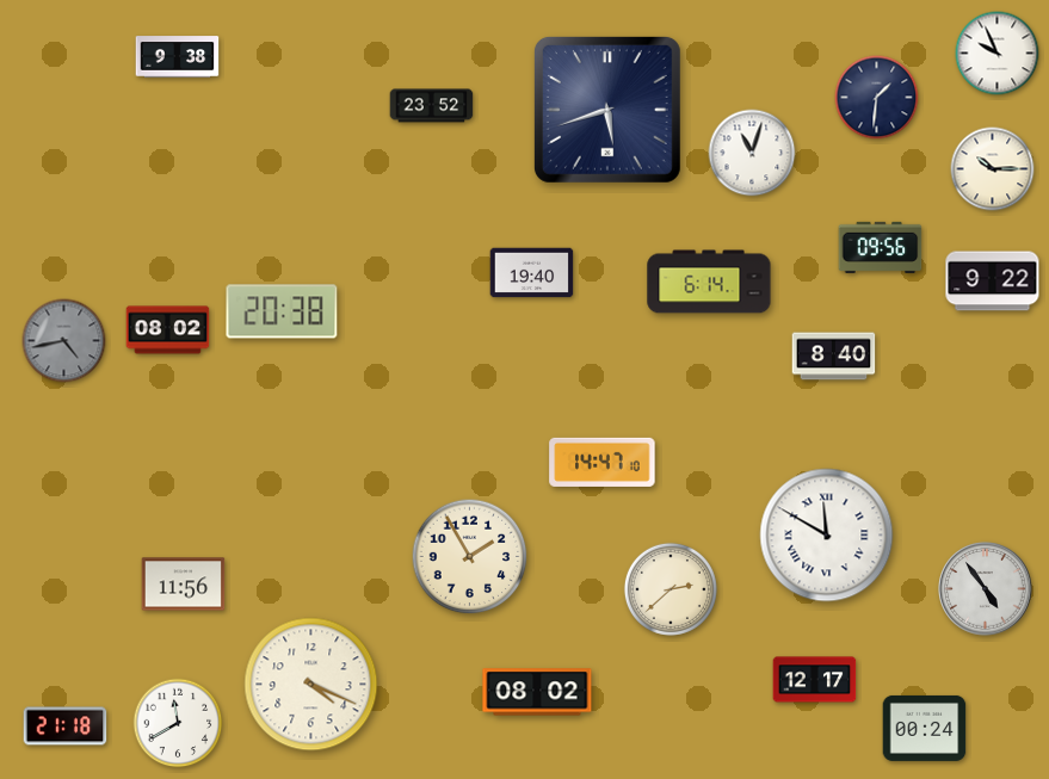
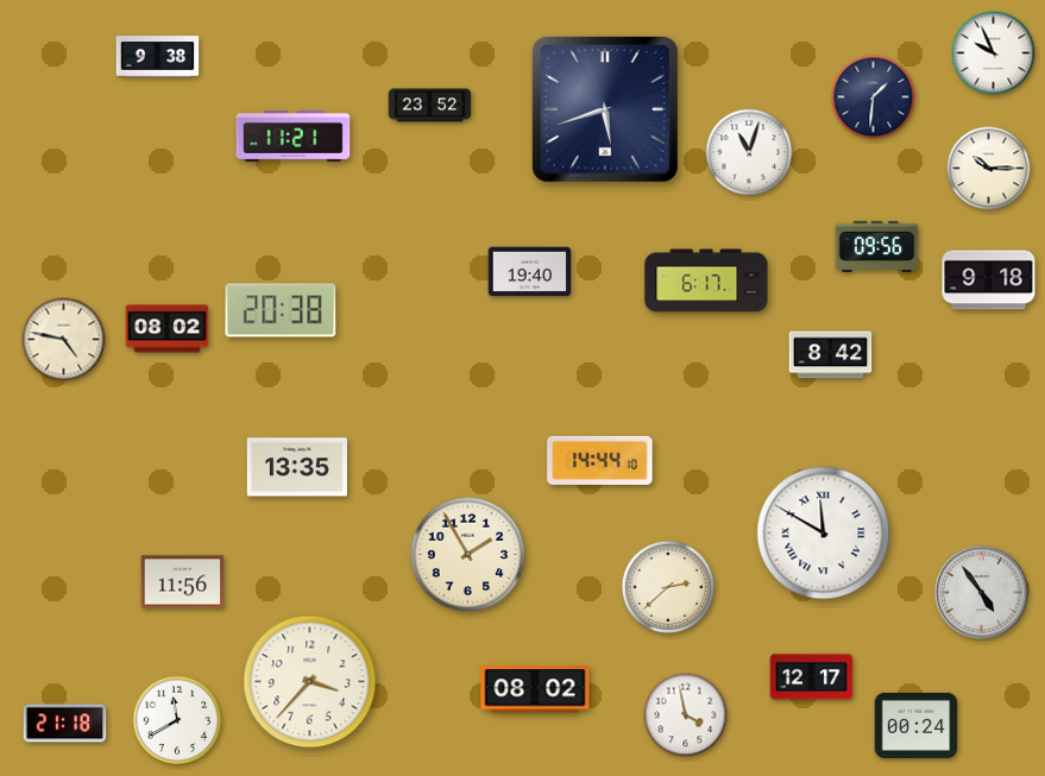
clock at (178, 57) position: (178, 57) -> (158, 57)
clock at (294, 137): none -> 11:21
clock at (709, 282): 6:14 -> 6:17
clock at (993, 282): 9:22 -> 9:18
clock at (64, 341): 4:43 -> 4:47
clock at (64, 341) dial: grey -> cream
clock at (834, 357): 8:40 -> 8:42
clock at (603, 462): 14:47 -> 14:44
clock at (297, 467): none -> 13:35
clock at (986, 589) position: (986, 589) -> (982, 593)
clock at (311, 685): 4:19 -> 3:37
clock at (686, 715): none -> 3:58
clock at (925, 728) position: (925, 728) -> (917, 725)
